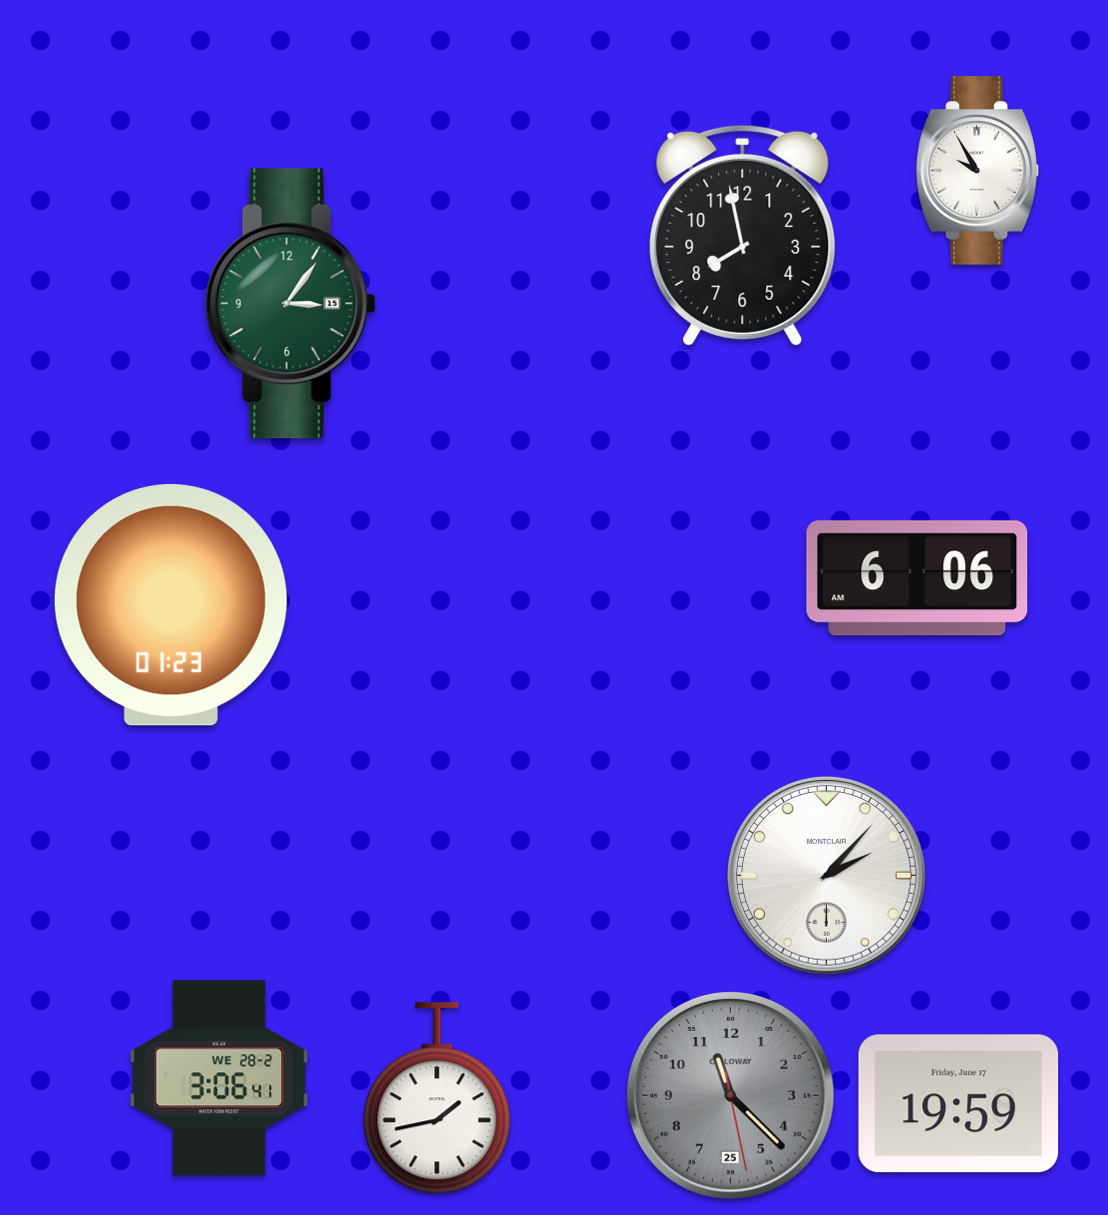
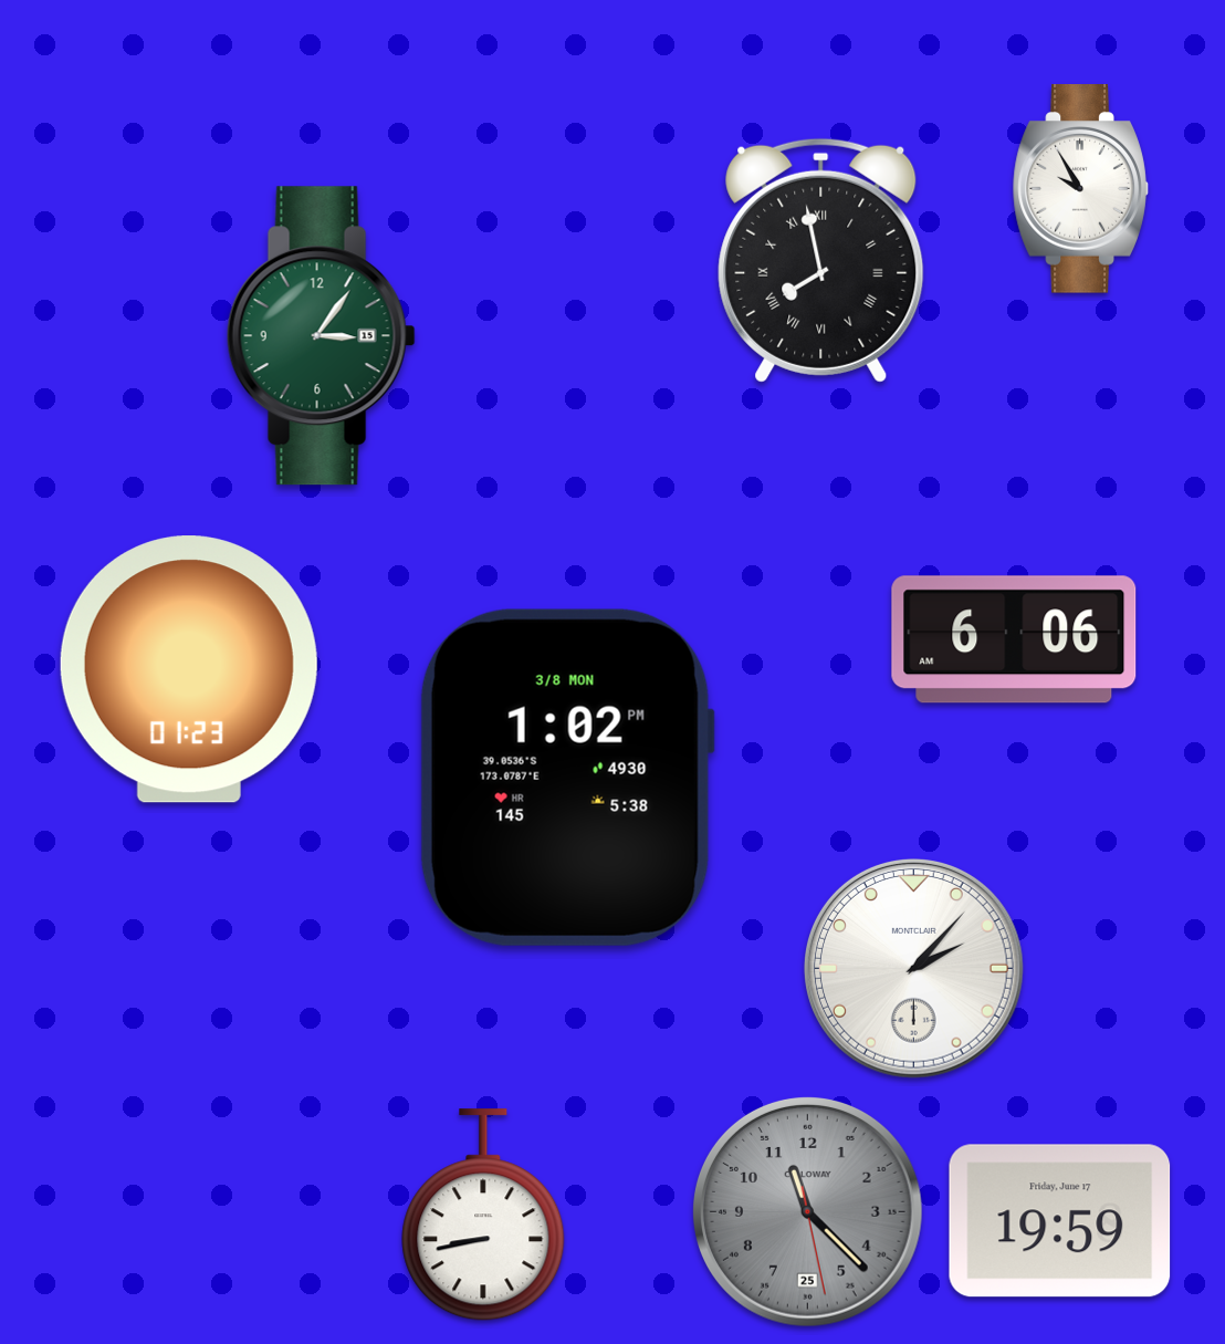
clock at (743, 235) numerals: Arabic -> Roman
clock at (567, 778): none -> 1:02
clock at (219, 1078): 3:06 -> none
clock at (437, 1099): 1:43 -> 8:43
